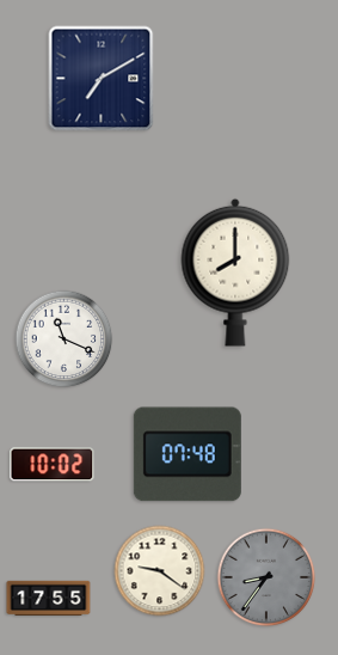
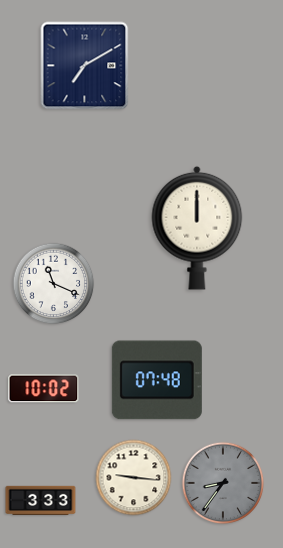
clock at (235, 273): 8:00 -> 12:00
clock at (160, 571): 9:21 -> 9:16
clock at (49, 598): 17:55 -> 3:33
